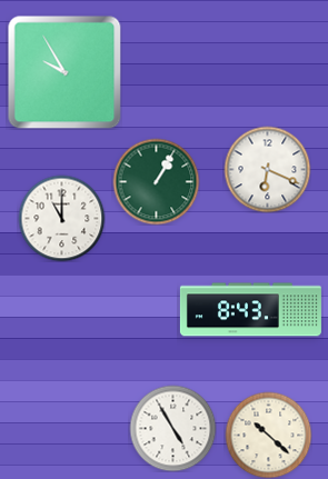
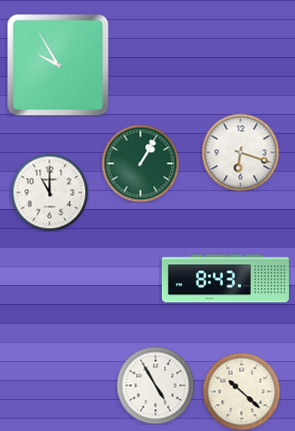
clock at (267, 169): 6:19 -> 6:18
clock at (61, 218) position: (61, 218) -> (49, 192)
